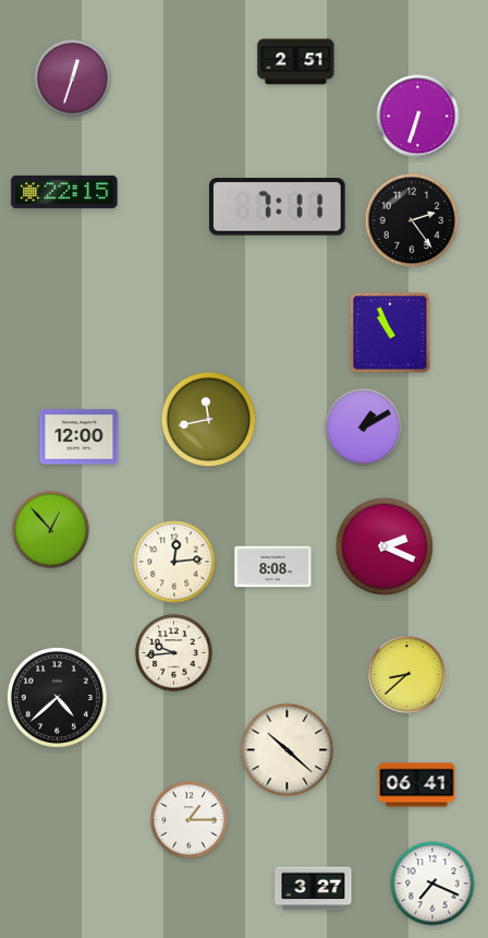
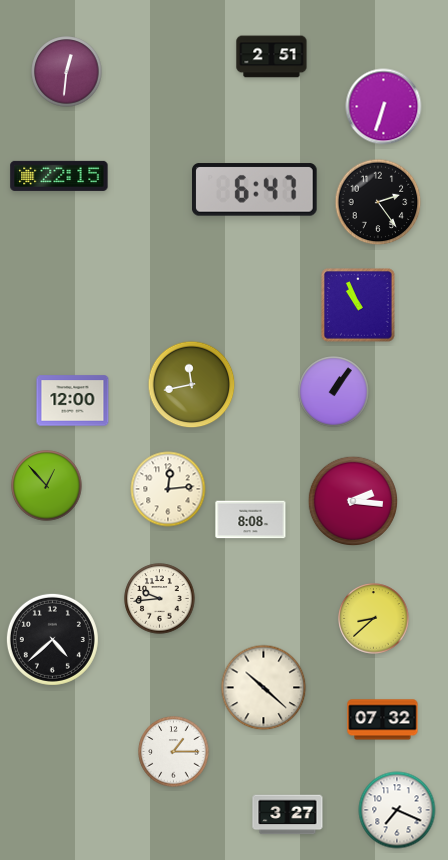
clock at (73, 79): 12:33 -> 12:31
clock at (278, 207): 7:11 -> 6:47
clock at (364, 428): 1:10 -> 1:06
clock at (383, 545): 2:19 -> 2:16
clock at (174, 562) position: (174, 562) -> (168, 489)
clock at (417, 785): 06:41 -> 07:32
